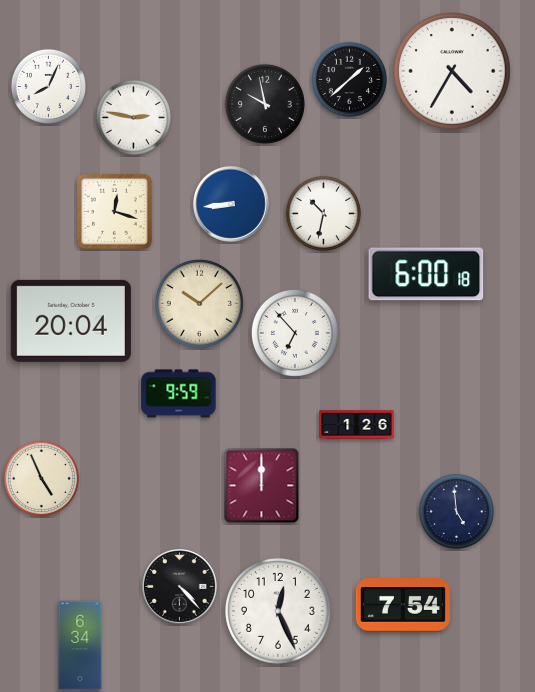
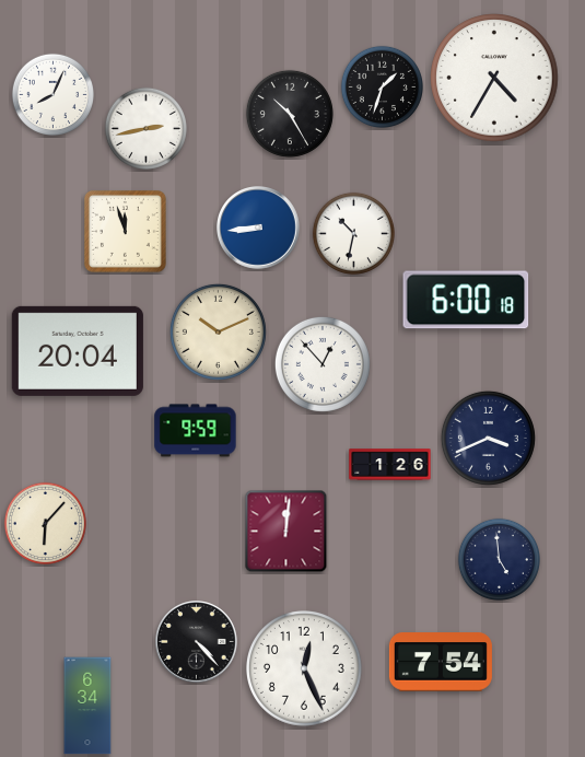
clock at (349, 79): 1:38 -> 1:33
clock at (265, 104): 9:58 -> 10:25
clock at (133, 117): 2:47 -> 2:43
clock at (232, 205) position: (232, 205) -> (259, 229)
clock at (114, 211): 12:18 -> 11:57
clock at (199, 303): 10:08 -> 10:11
clock at (295, 333): 6:53 -> 12:53
clock at (488, 438): none -> 3:41
clock at (41, 478): 4:56 -> 6:07
clock at (262, 486): 12:00 -> 12:01
